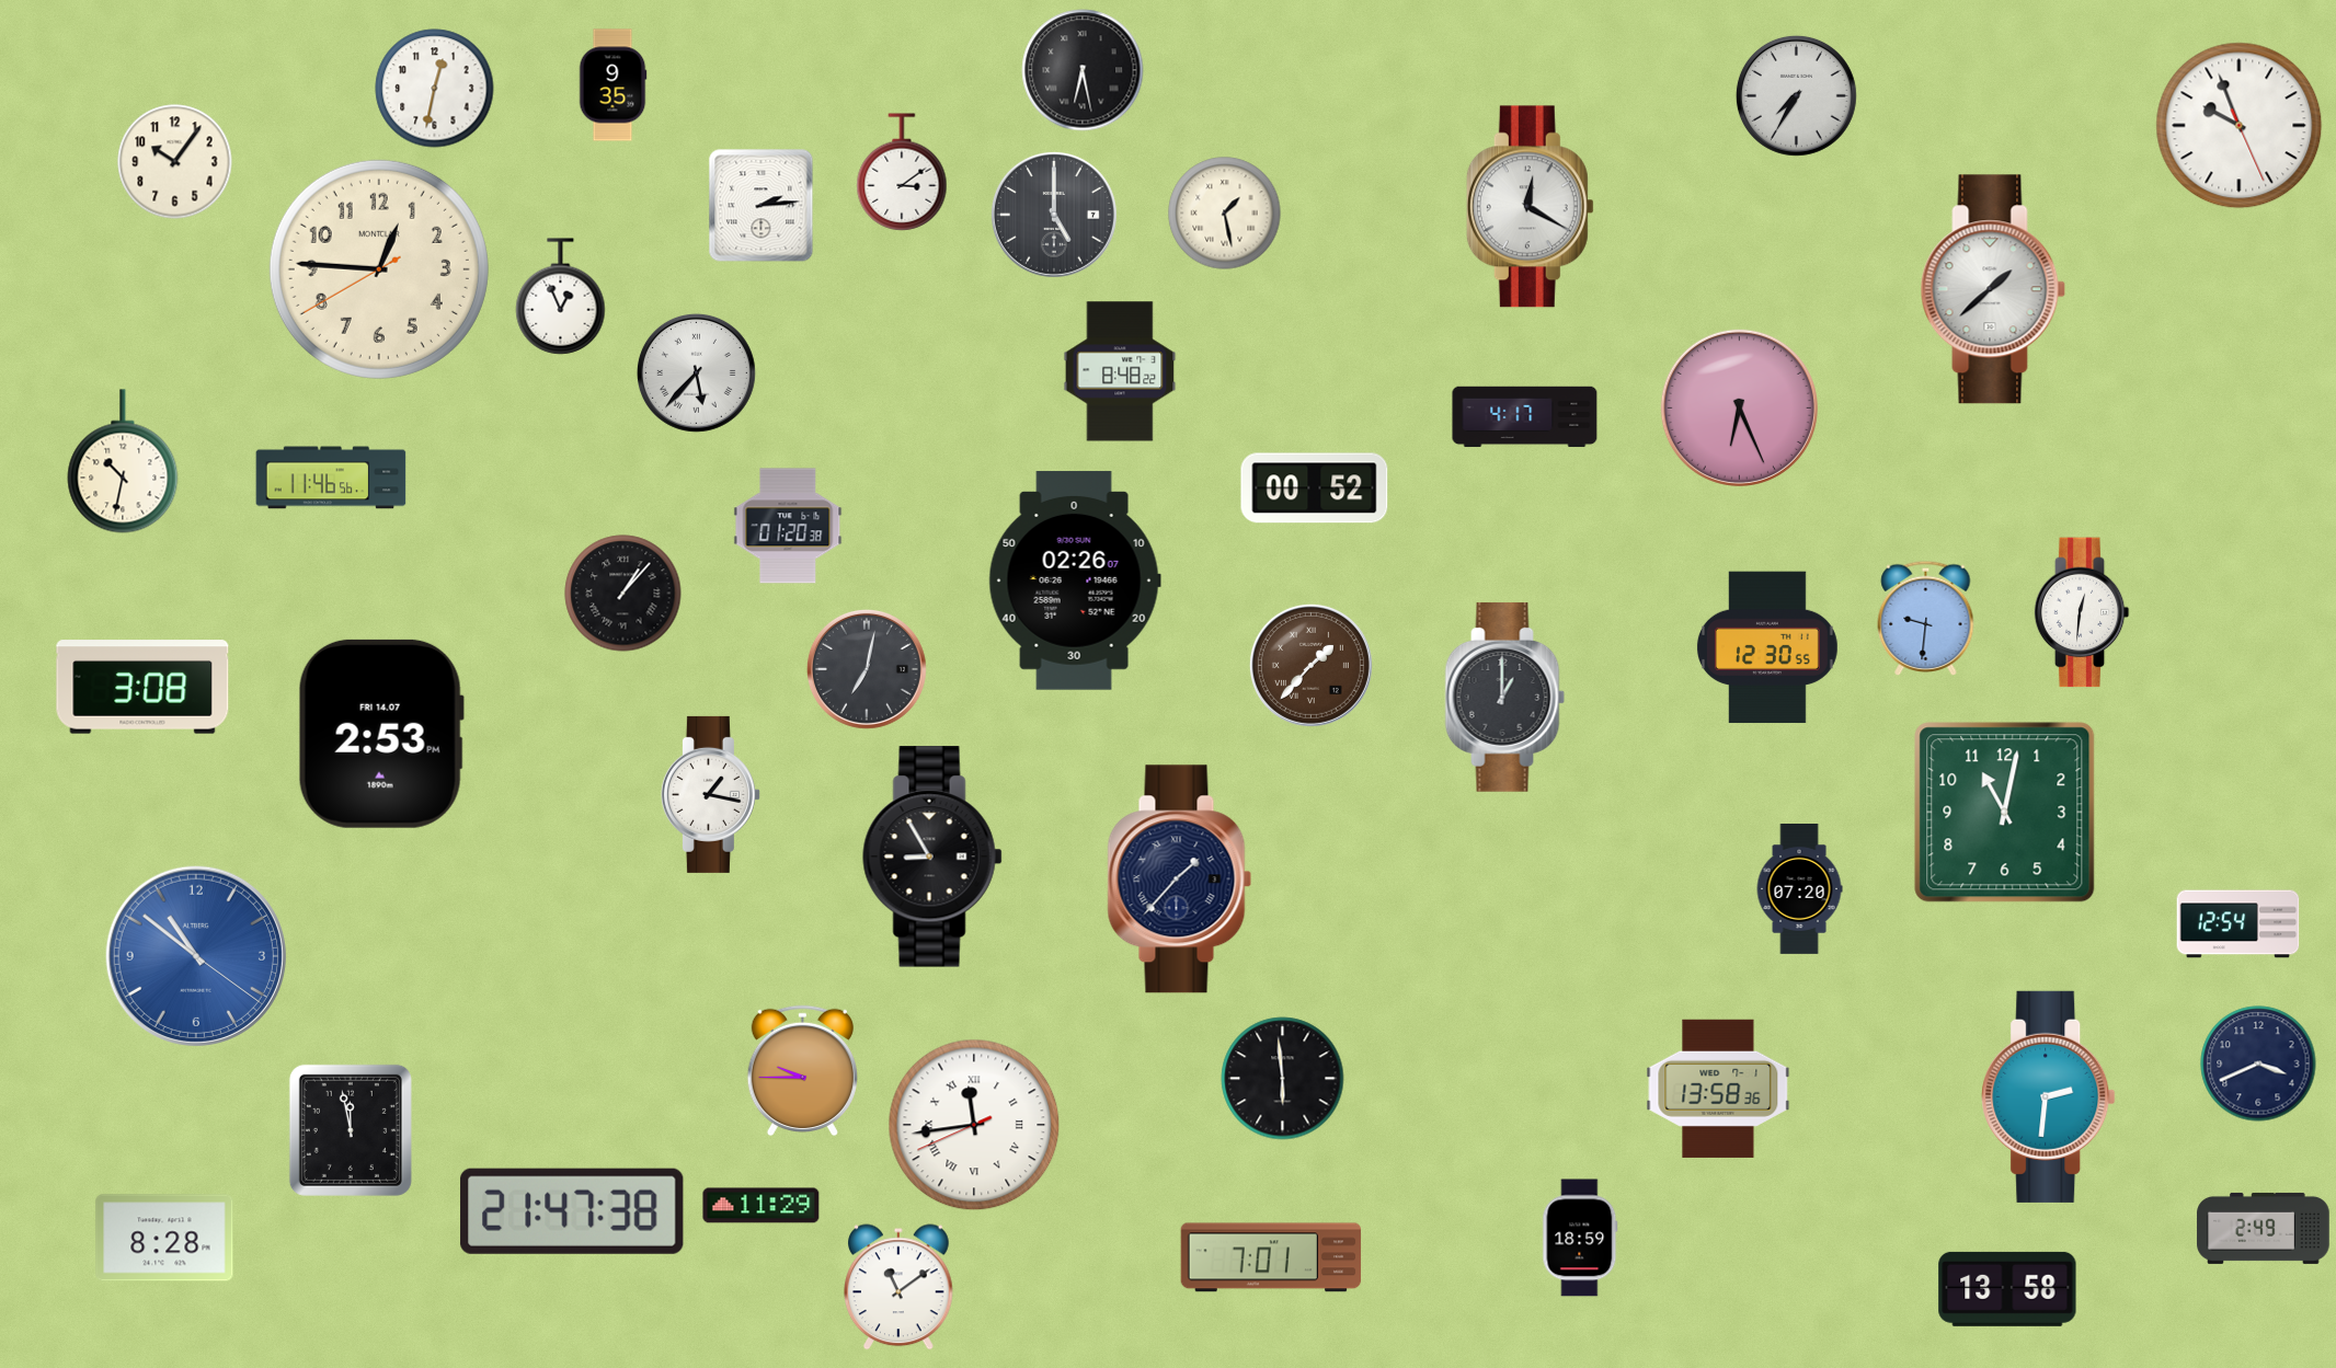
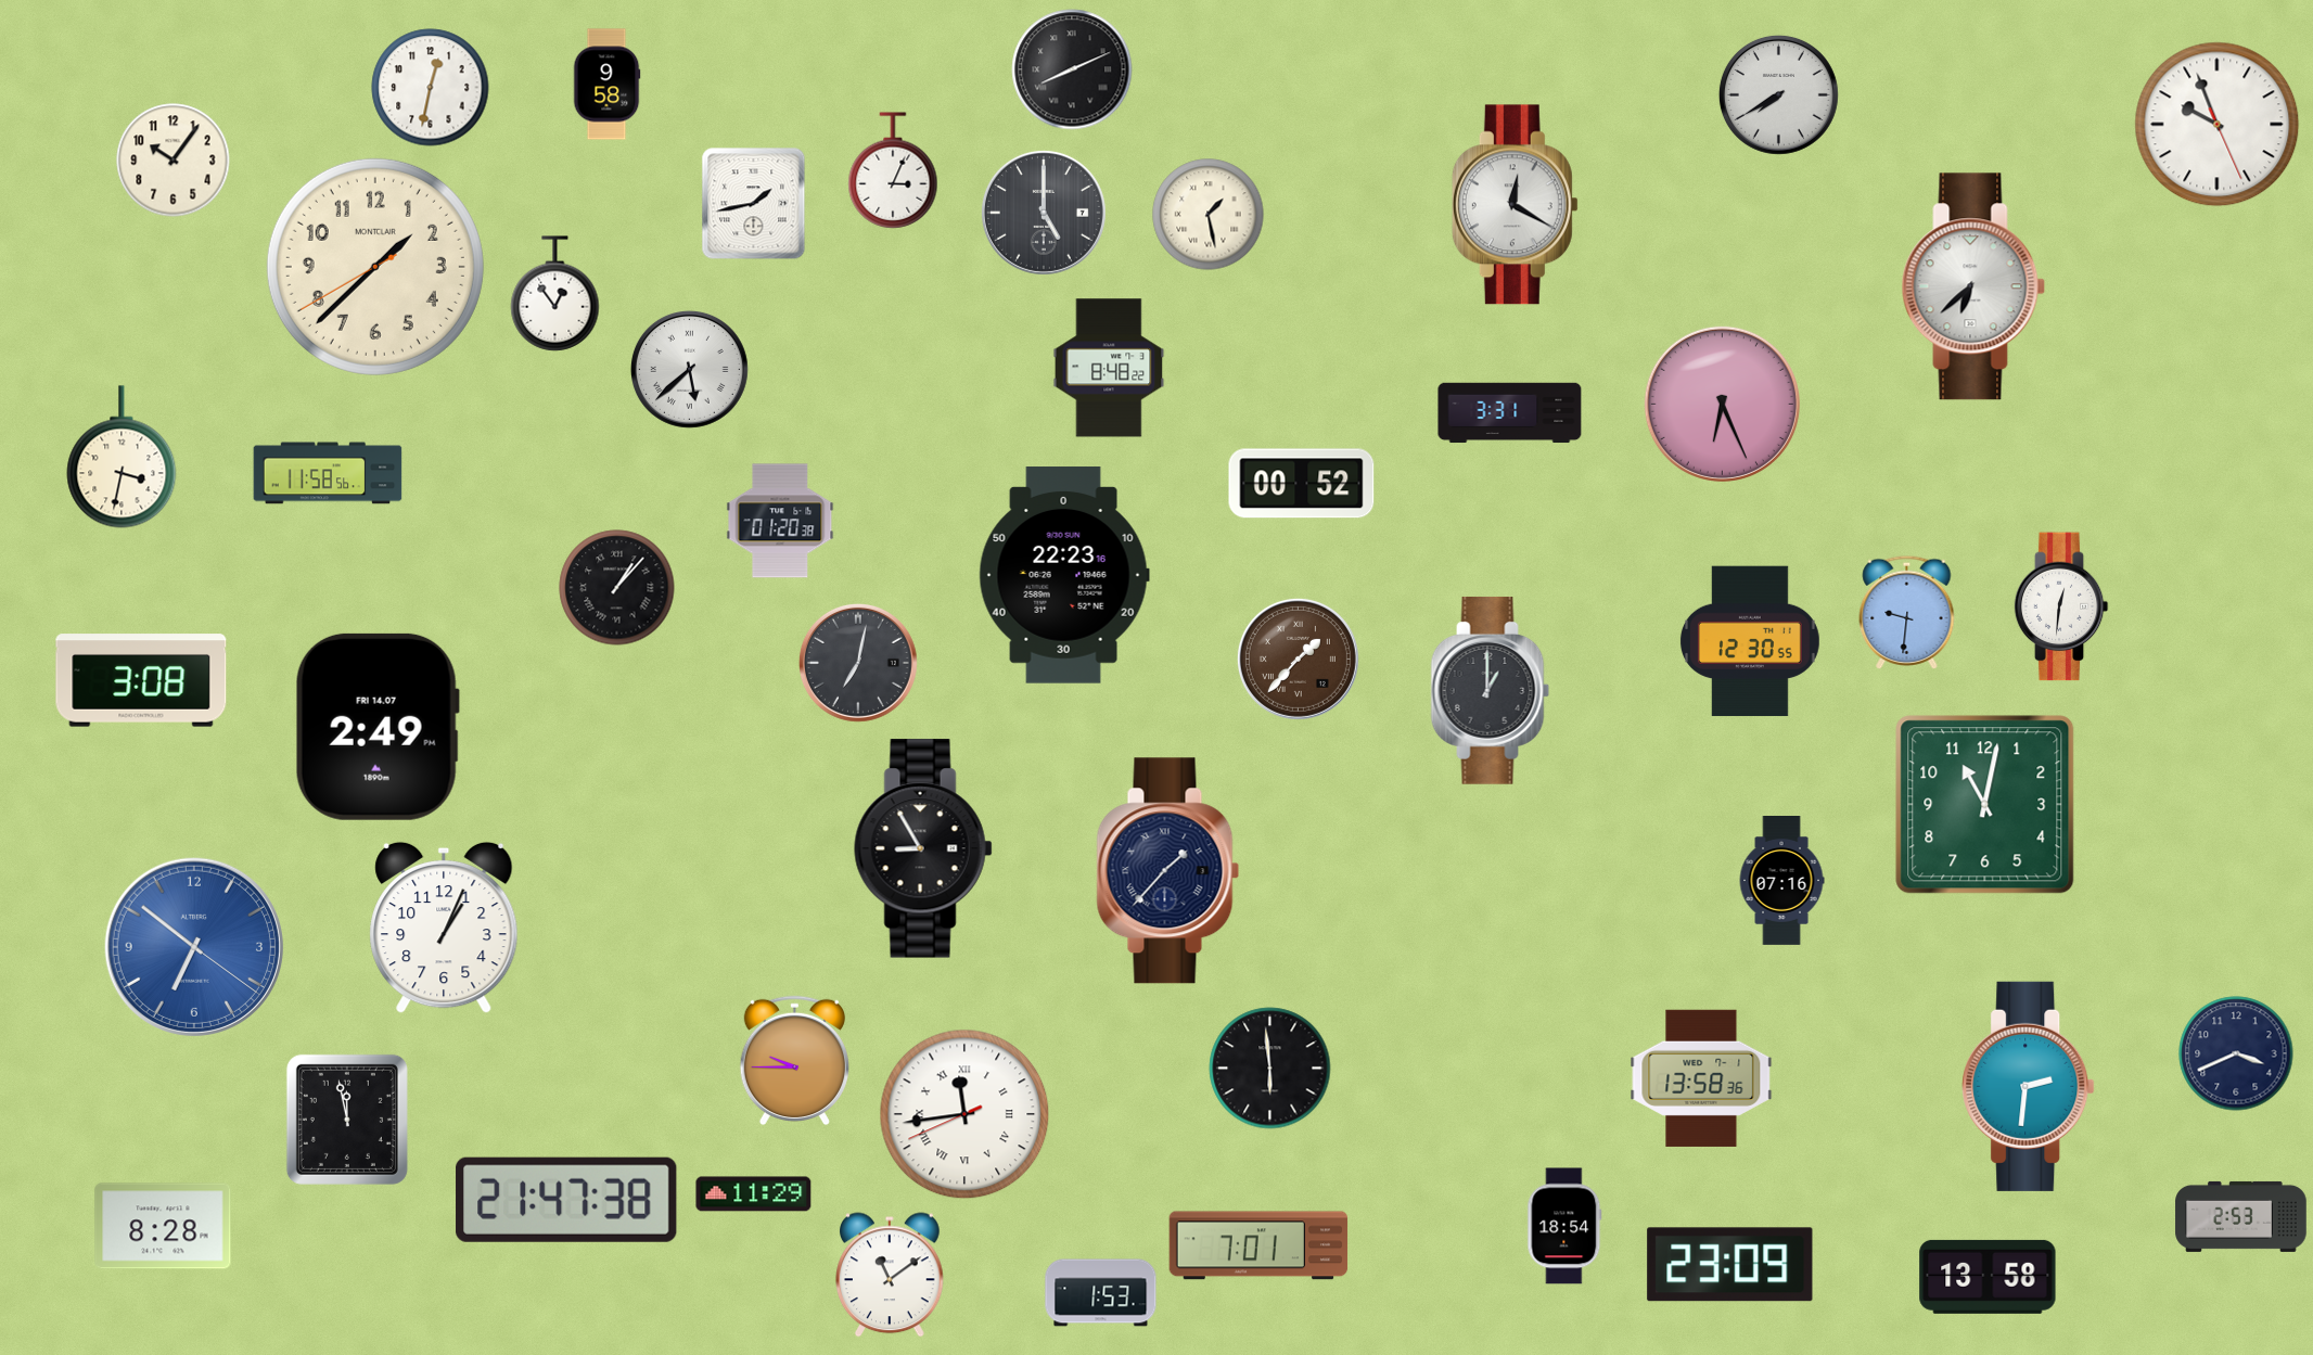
clock at (1083, 70): 6:28 -> 8:11
clock at (612, 85): 9:35 -> 9:58
clock at (1796, 95): 7:35 -> 7:40
clock at (902, 172): 3:09 -> 3:04
clock at (762, 206): 2:14 -> 1:43
clock at (1225, 214) position: (1225, 214) -> (1209, 215)
clock at (379, 269): 12:45 -> 1:37
clock at (1993, 289): 1:38 -> 6:38
clock at (561, 297): 12:56 -> 12:54
clock at (696, 372): 5:37 -> 5:38
clock at (1525, 417): 4:17 -> 3:31
clock at (123, 461): 10:32 -> 3:32
clock at (331, 478): 11:46 -> 11:58
clock at (1075, 580): 02:26 -> 22:23
clock at (381, 734): 2:53 -> 2:49
clock at (710, 794): 1:17 -> none
clock at (1799, 889): 07:20 -> 07:16
clock at (2238, 924): 12:54 -> none
clock at (444, 928): none -> 1:04
clock at (196, 956): 10:51 -> 6:51
clock at (2264, 1228): 2:49 -> 2:53
clock at (1580, 1238): 18:59 -> 18:54
clock at (1730, 1265): none -> 23:09
clock at (1101, 1293): none -> 1:53
